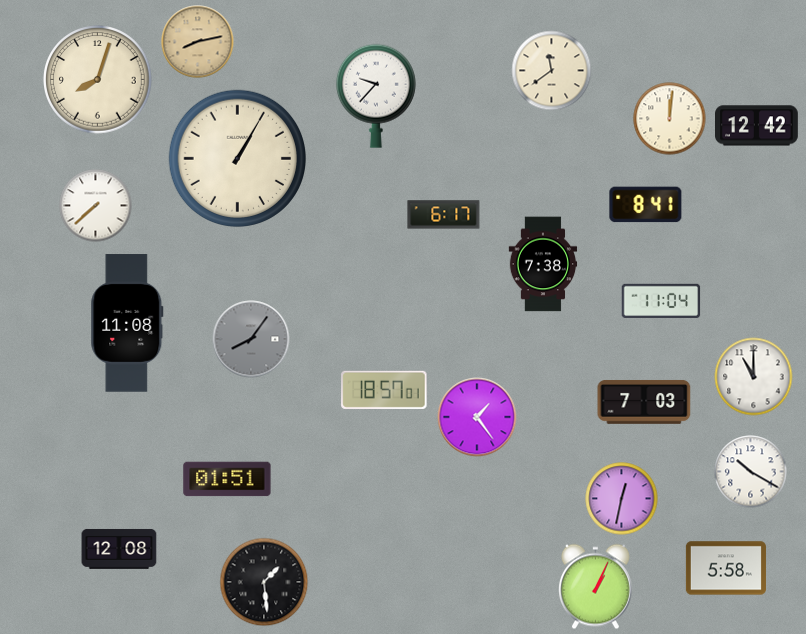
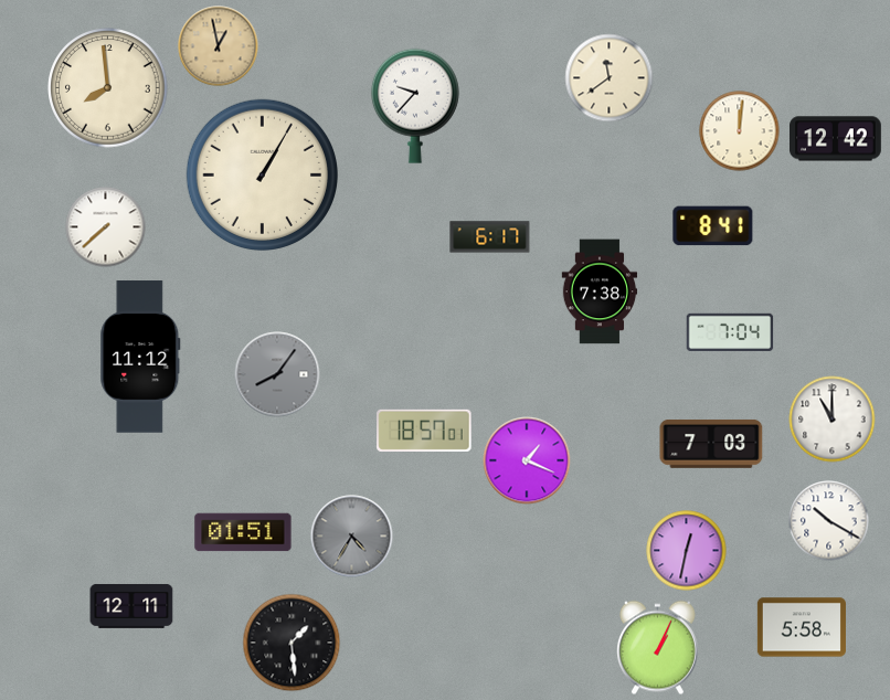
clock at (198, 42): 8:13 -> 12:58
clock at (98, 80): 8:03 -> 7:59
clock at (661, 301): 11:04 -> 7:04
clock at (127, 323): 11:08 -> 11:12
clock at (754, 377) position: (754, 377) -> (833, 420)
clock at (477, 417): 1:24 -> 1:19
clock at (227, 479) position: (227, 479) -> (243, 532)
clock at (352, 537): none -> 4:35
clock at (119, 549): 12:08 -> 12:11
